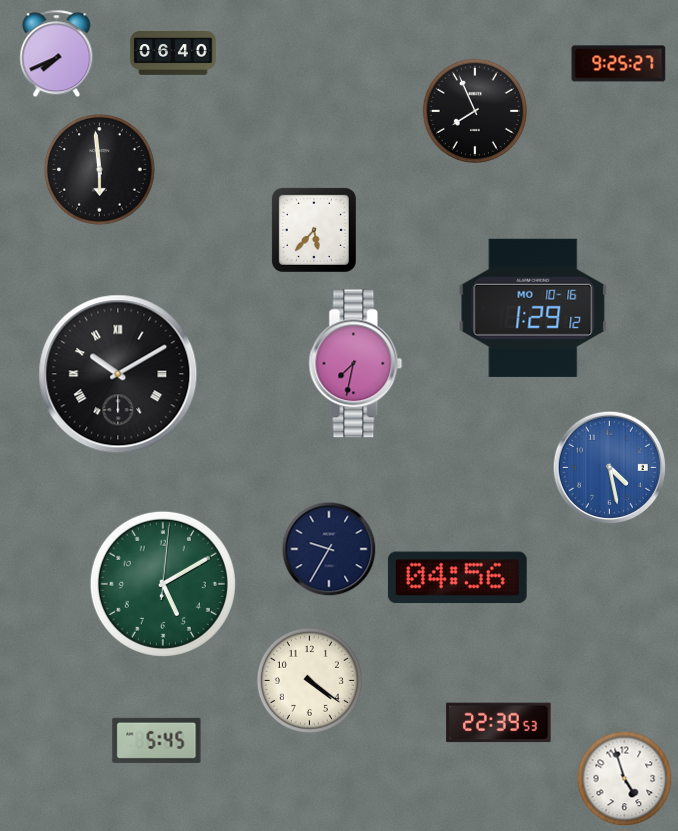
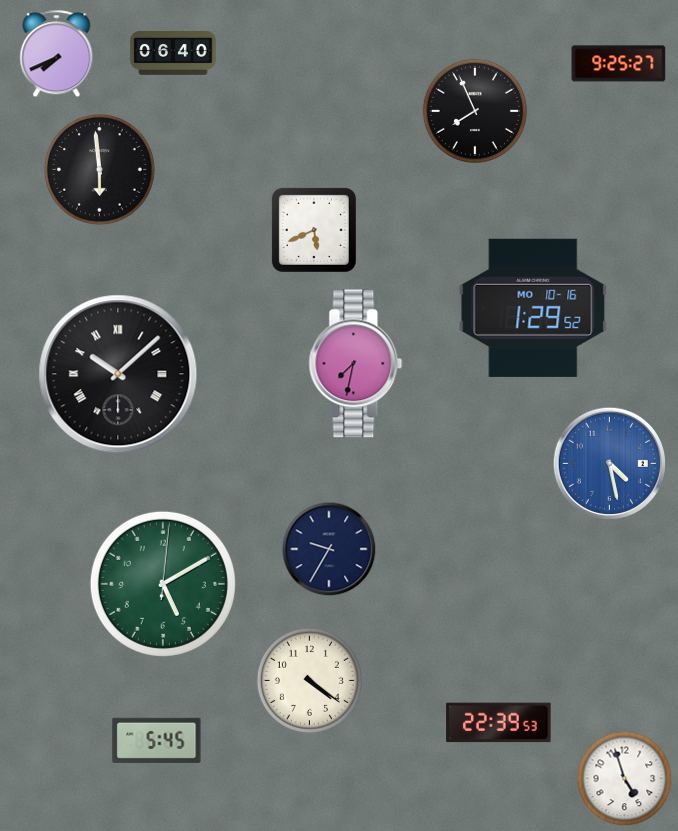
clock at (314, 230): 5:37 -> 5:41
clock at (533, 308): 1:29:12 -> 1:29:52
clock at (118, 374): 10:10 -> 10:08
clock at (609, 467) position: (609, 467) -> (609, 463)
clock at (457, 578): 04:56 -> none
